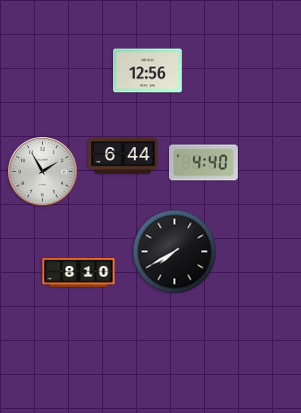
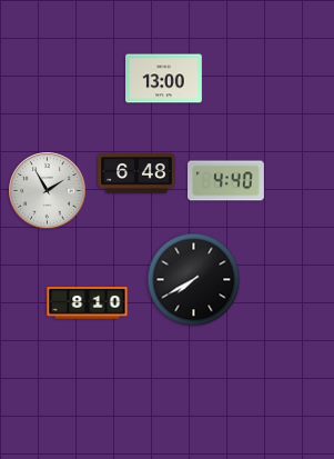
clock at (148, 71): 12:56 -> 13:00
clock at (123, 156): 6:44 -> 6:48
